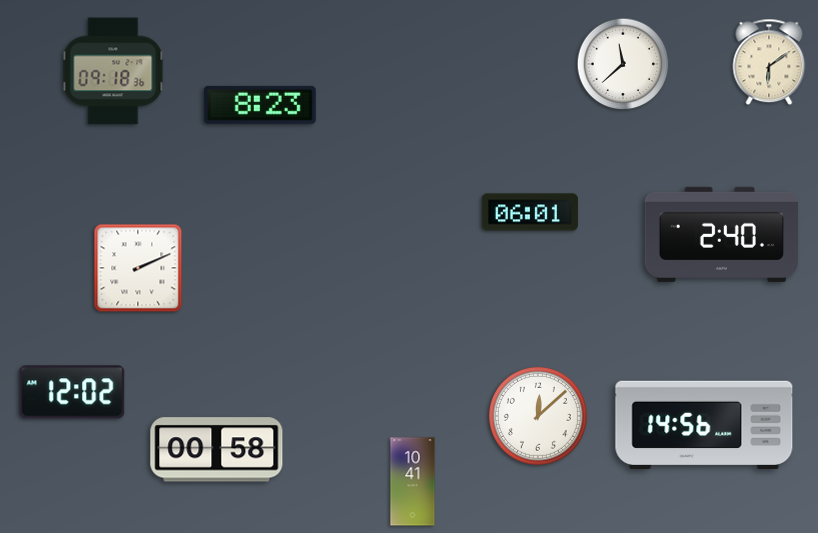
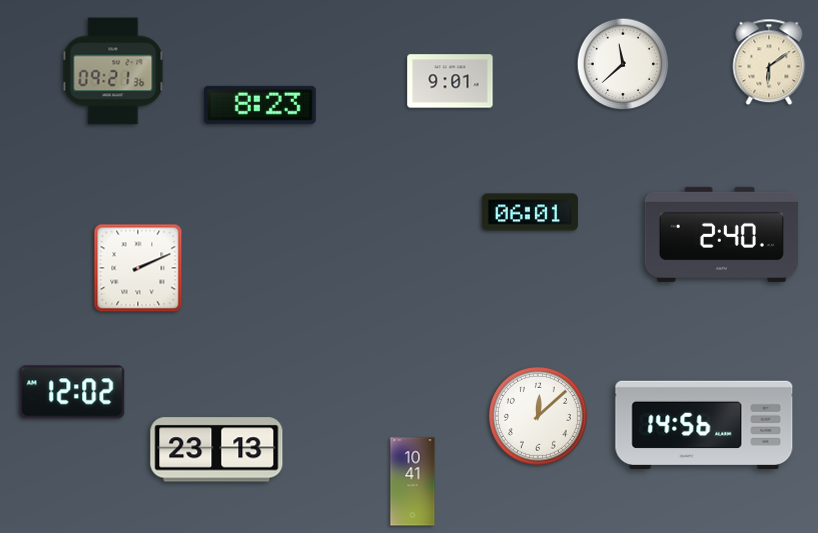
clock at (113, 71): 09:18 -> 09:21
clock at (450, 81): none -> 9:01
clock at (217, 450): 00:58 -> 23:13
